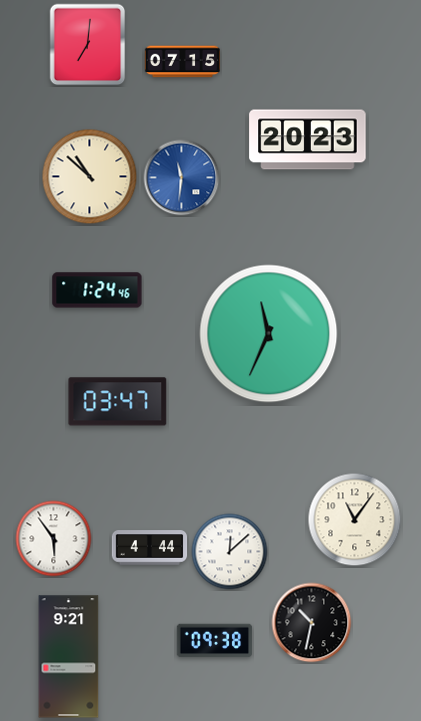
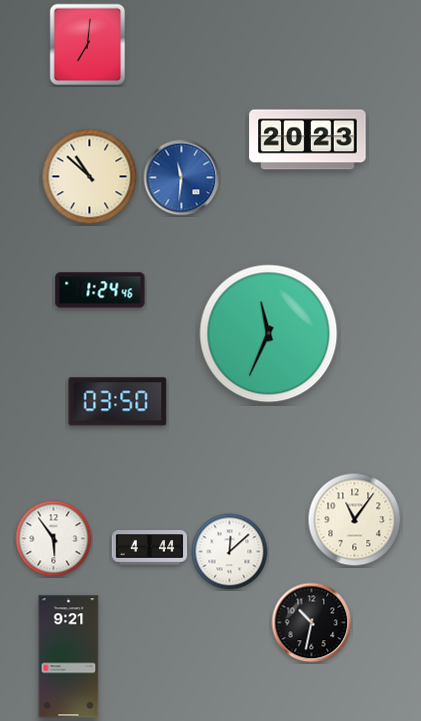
clock at (183, 62): 07:15 -> none
clock at (97, 290) position: (97, 290) -> (100, 290)
clock at (118, 402): 03:47 -> 03:50
clock at (215, 641): 09:38 -> none
